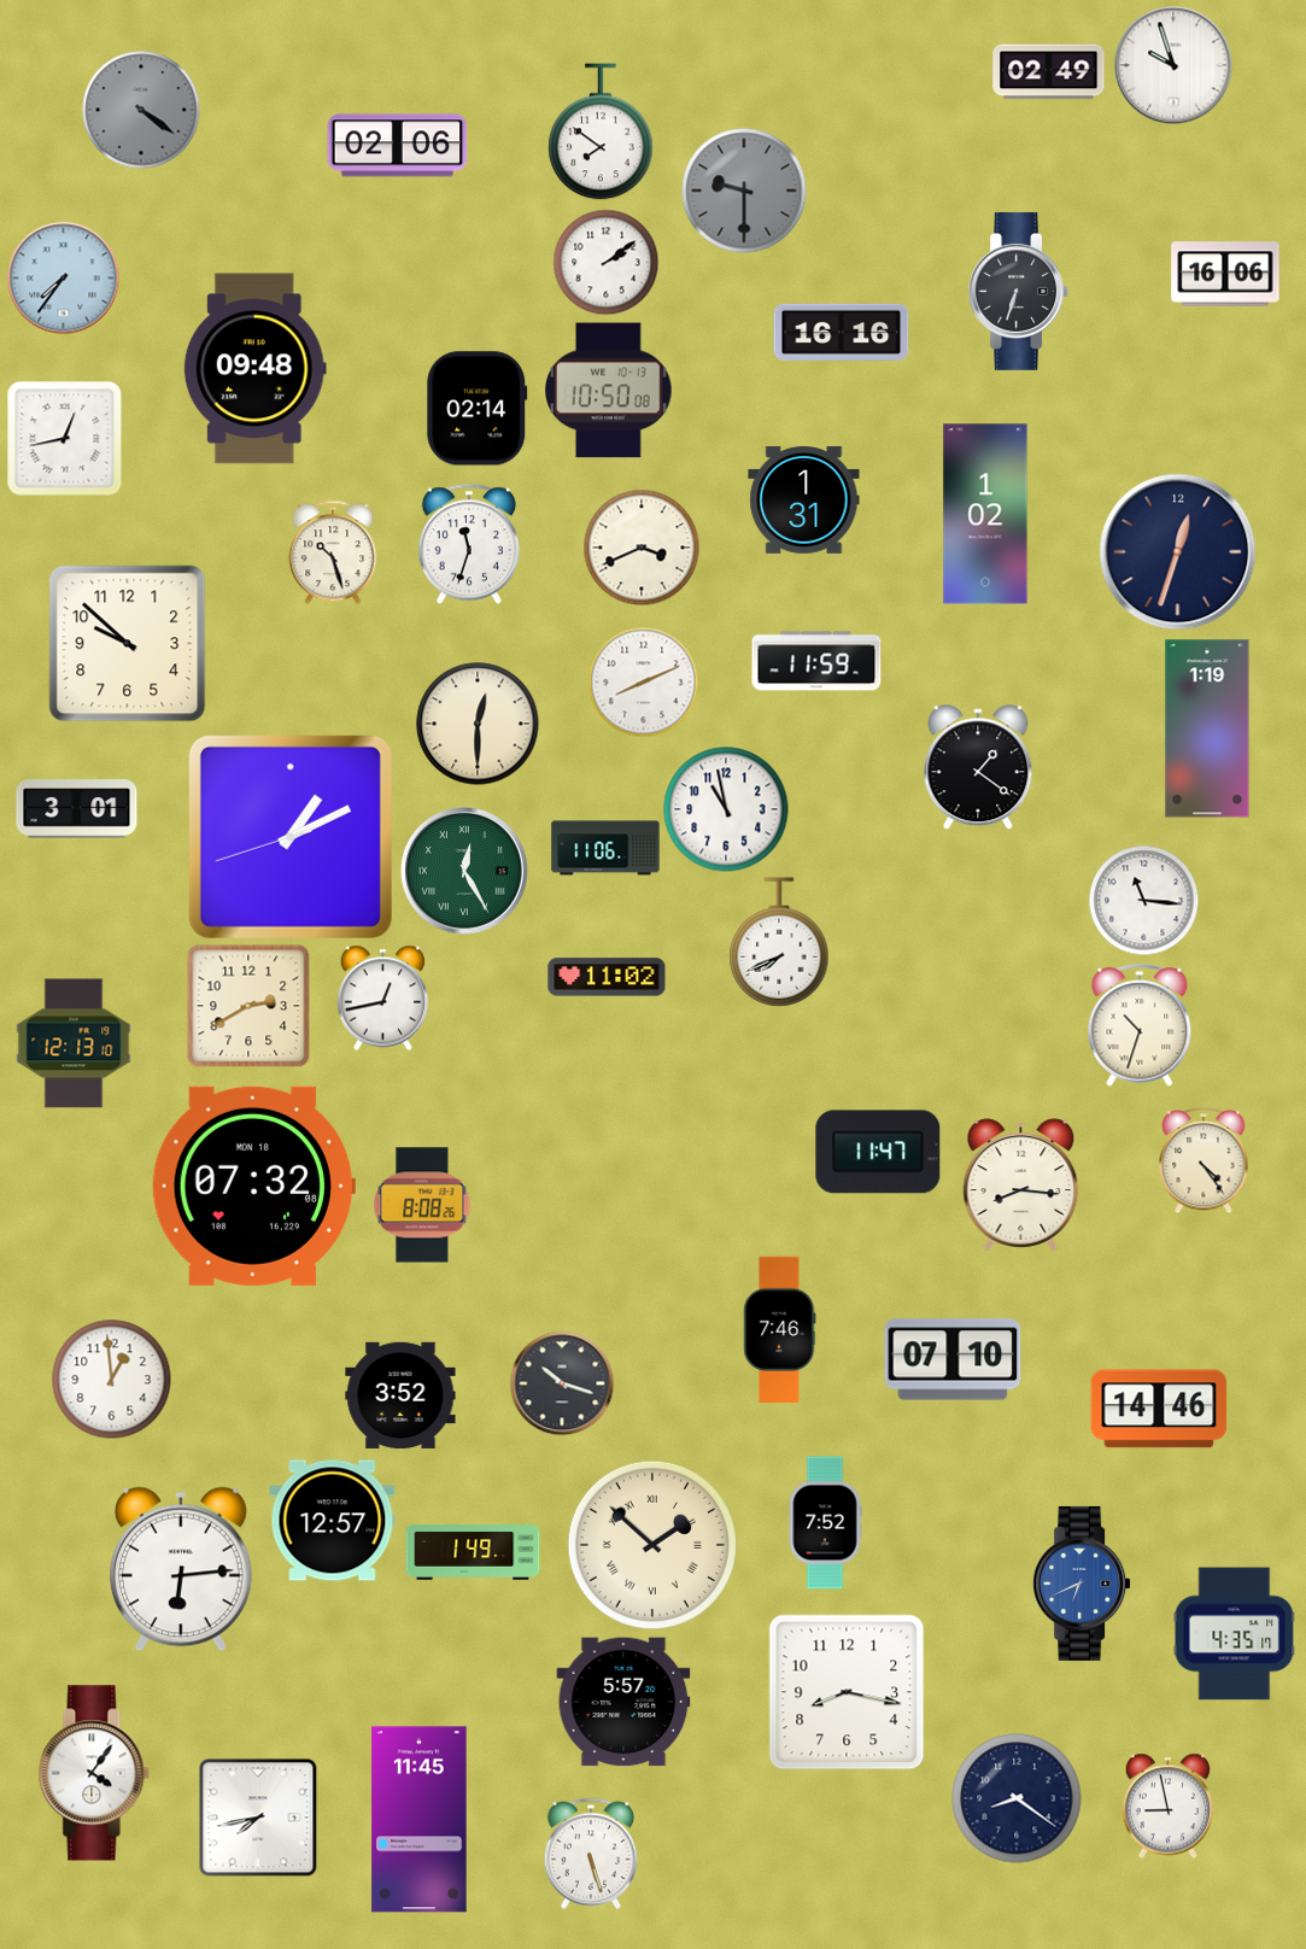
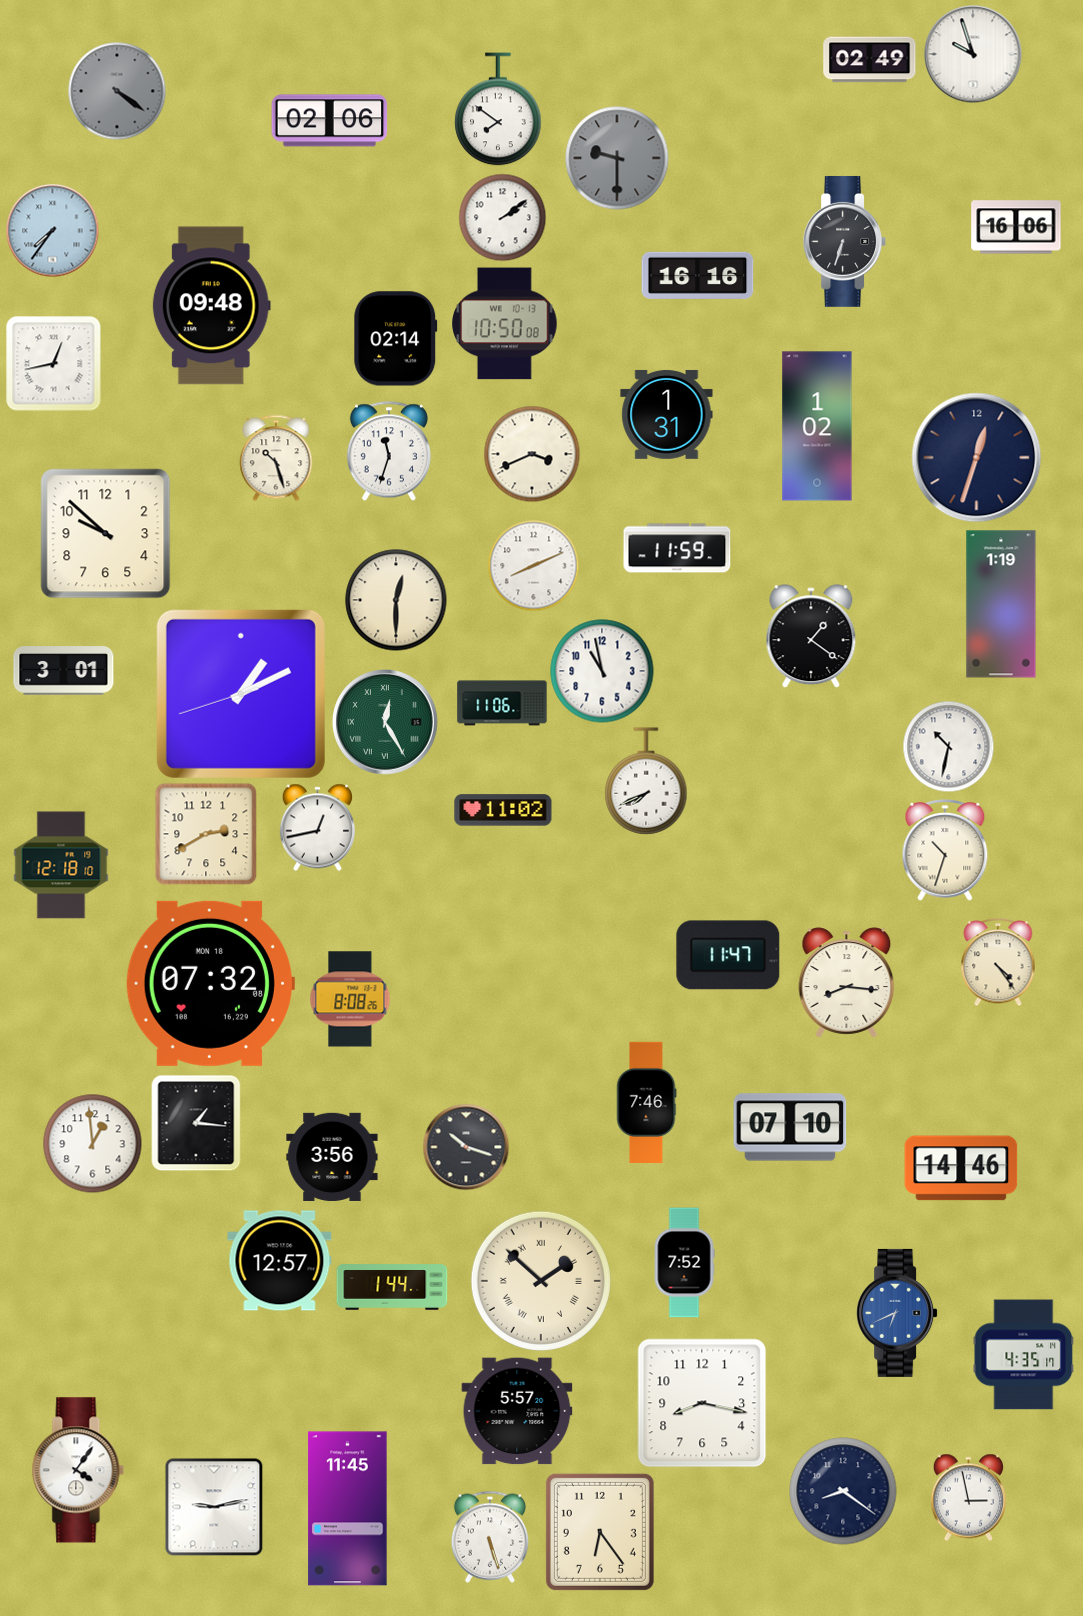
clock at (1143, 900): 11:16 -> 10:32
clock at (74, 1043): 12:13 -> 12:18
clock at (196, 1123): none -> 1:16
clock at (400, 1395): 3:52 -> 3:56
clock at (333, 1521) position: (333, 1521) -> (280, 1261)
clock at (473, 1552): 1:49 -> 1:44
clock at (181, 1569): 6:14 -> none
clock at (1167, 1805): 8:58 -> 2:58
clock at (258, 1818): 7:43 -> 9:13
clock at (600, 1532): none -> 6:24
